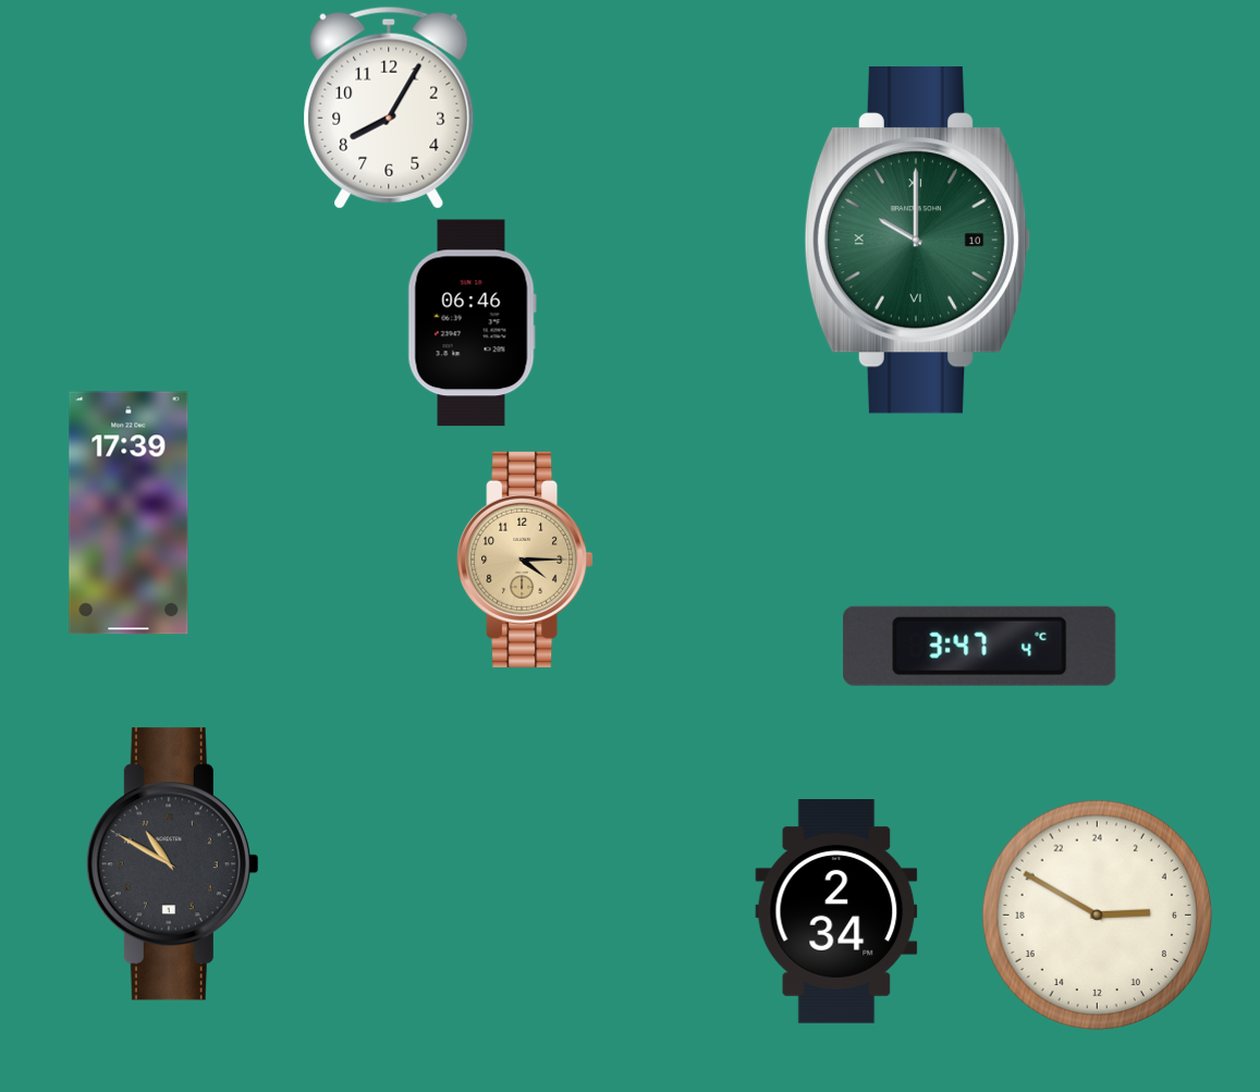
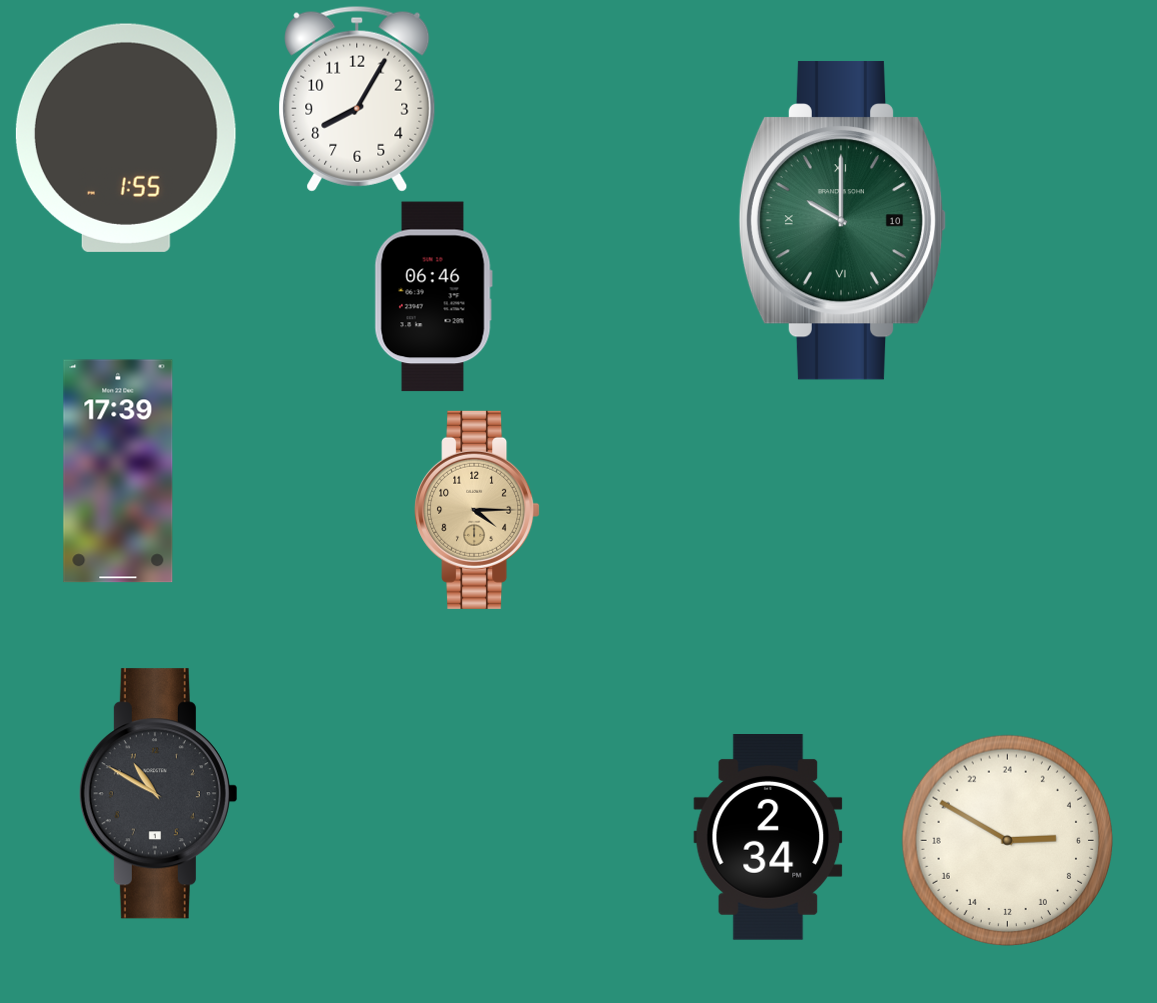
clock at (126, 138): none -> 1:55
clock at (525, 560) position: (525, 560) -> (477, 510)
clock at (980, 646): 3:47 -> none
